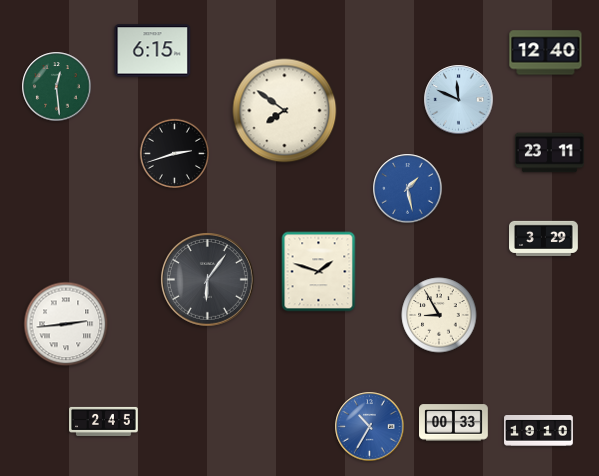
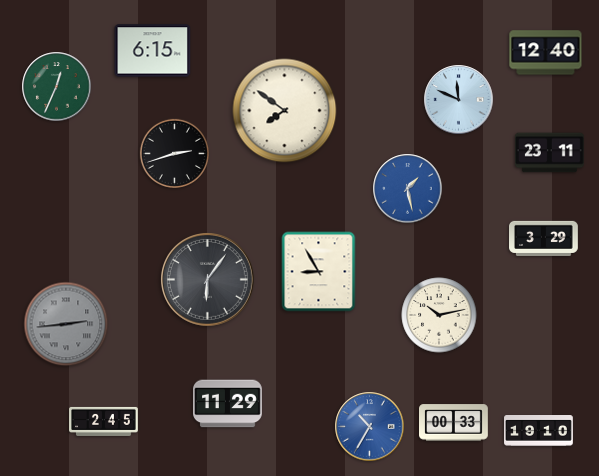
clock at (57, 87): 12:29 -> 12:34
clock at (319, 272): 1:48 -> 8:55
clock at (439, 315): 8:55 -> 10:13
clock at (66, 324) dial: white -> grey
clock at (228, 404): none -> 11:29
